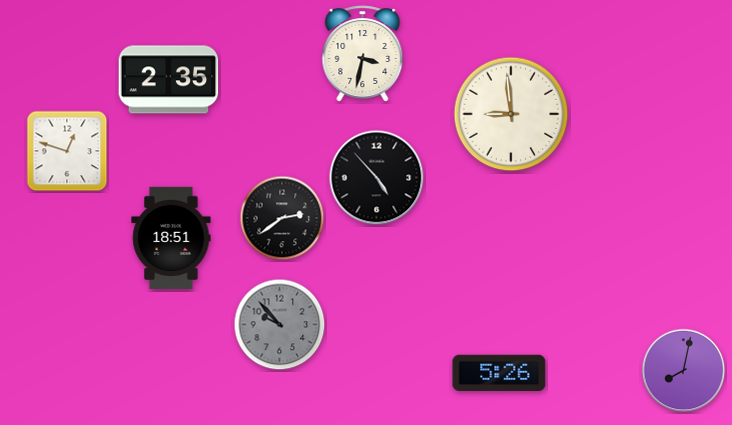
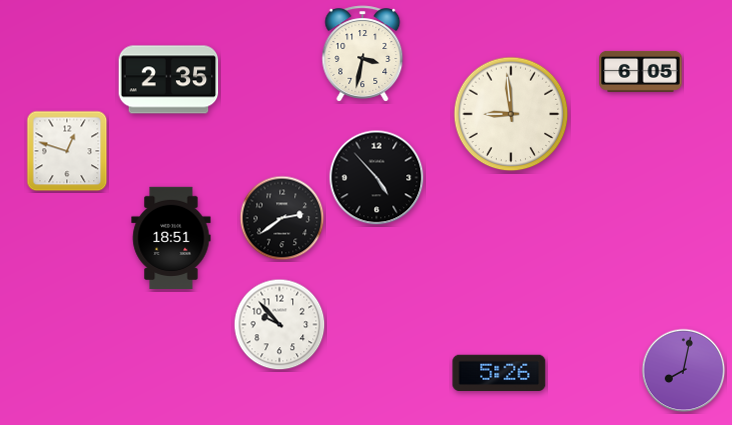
clock at (641, 71): none -> 6:05
clock at (280, 325) dial: grey -> white
